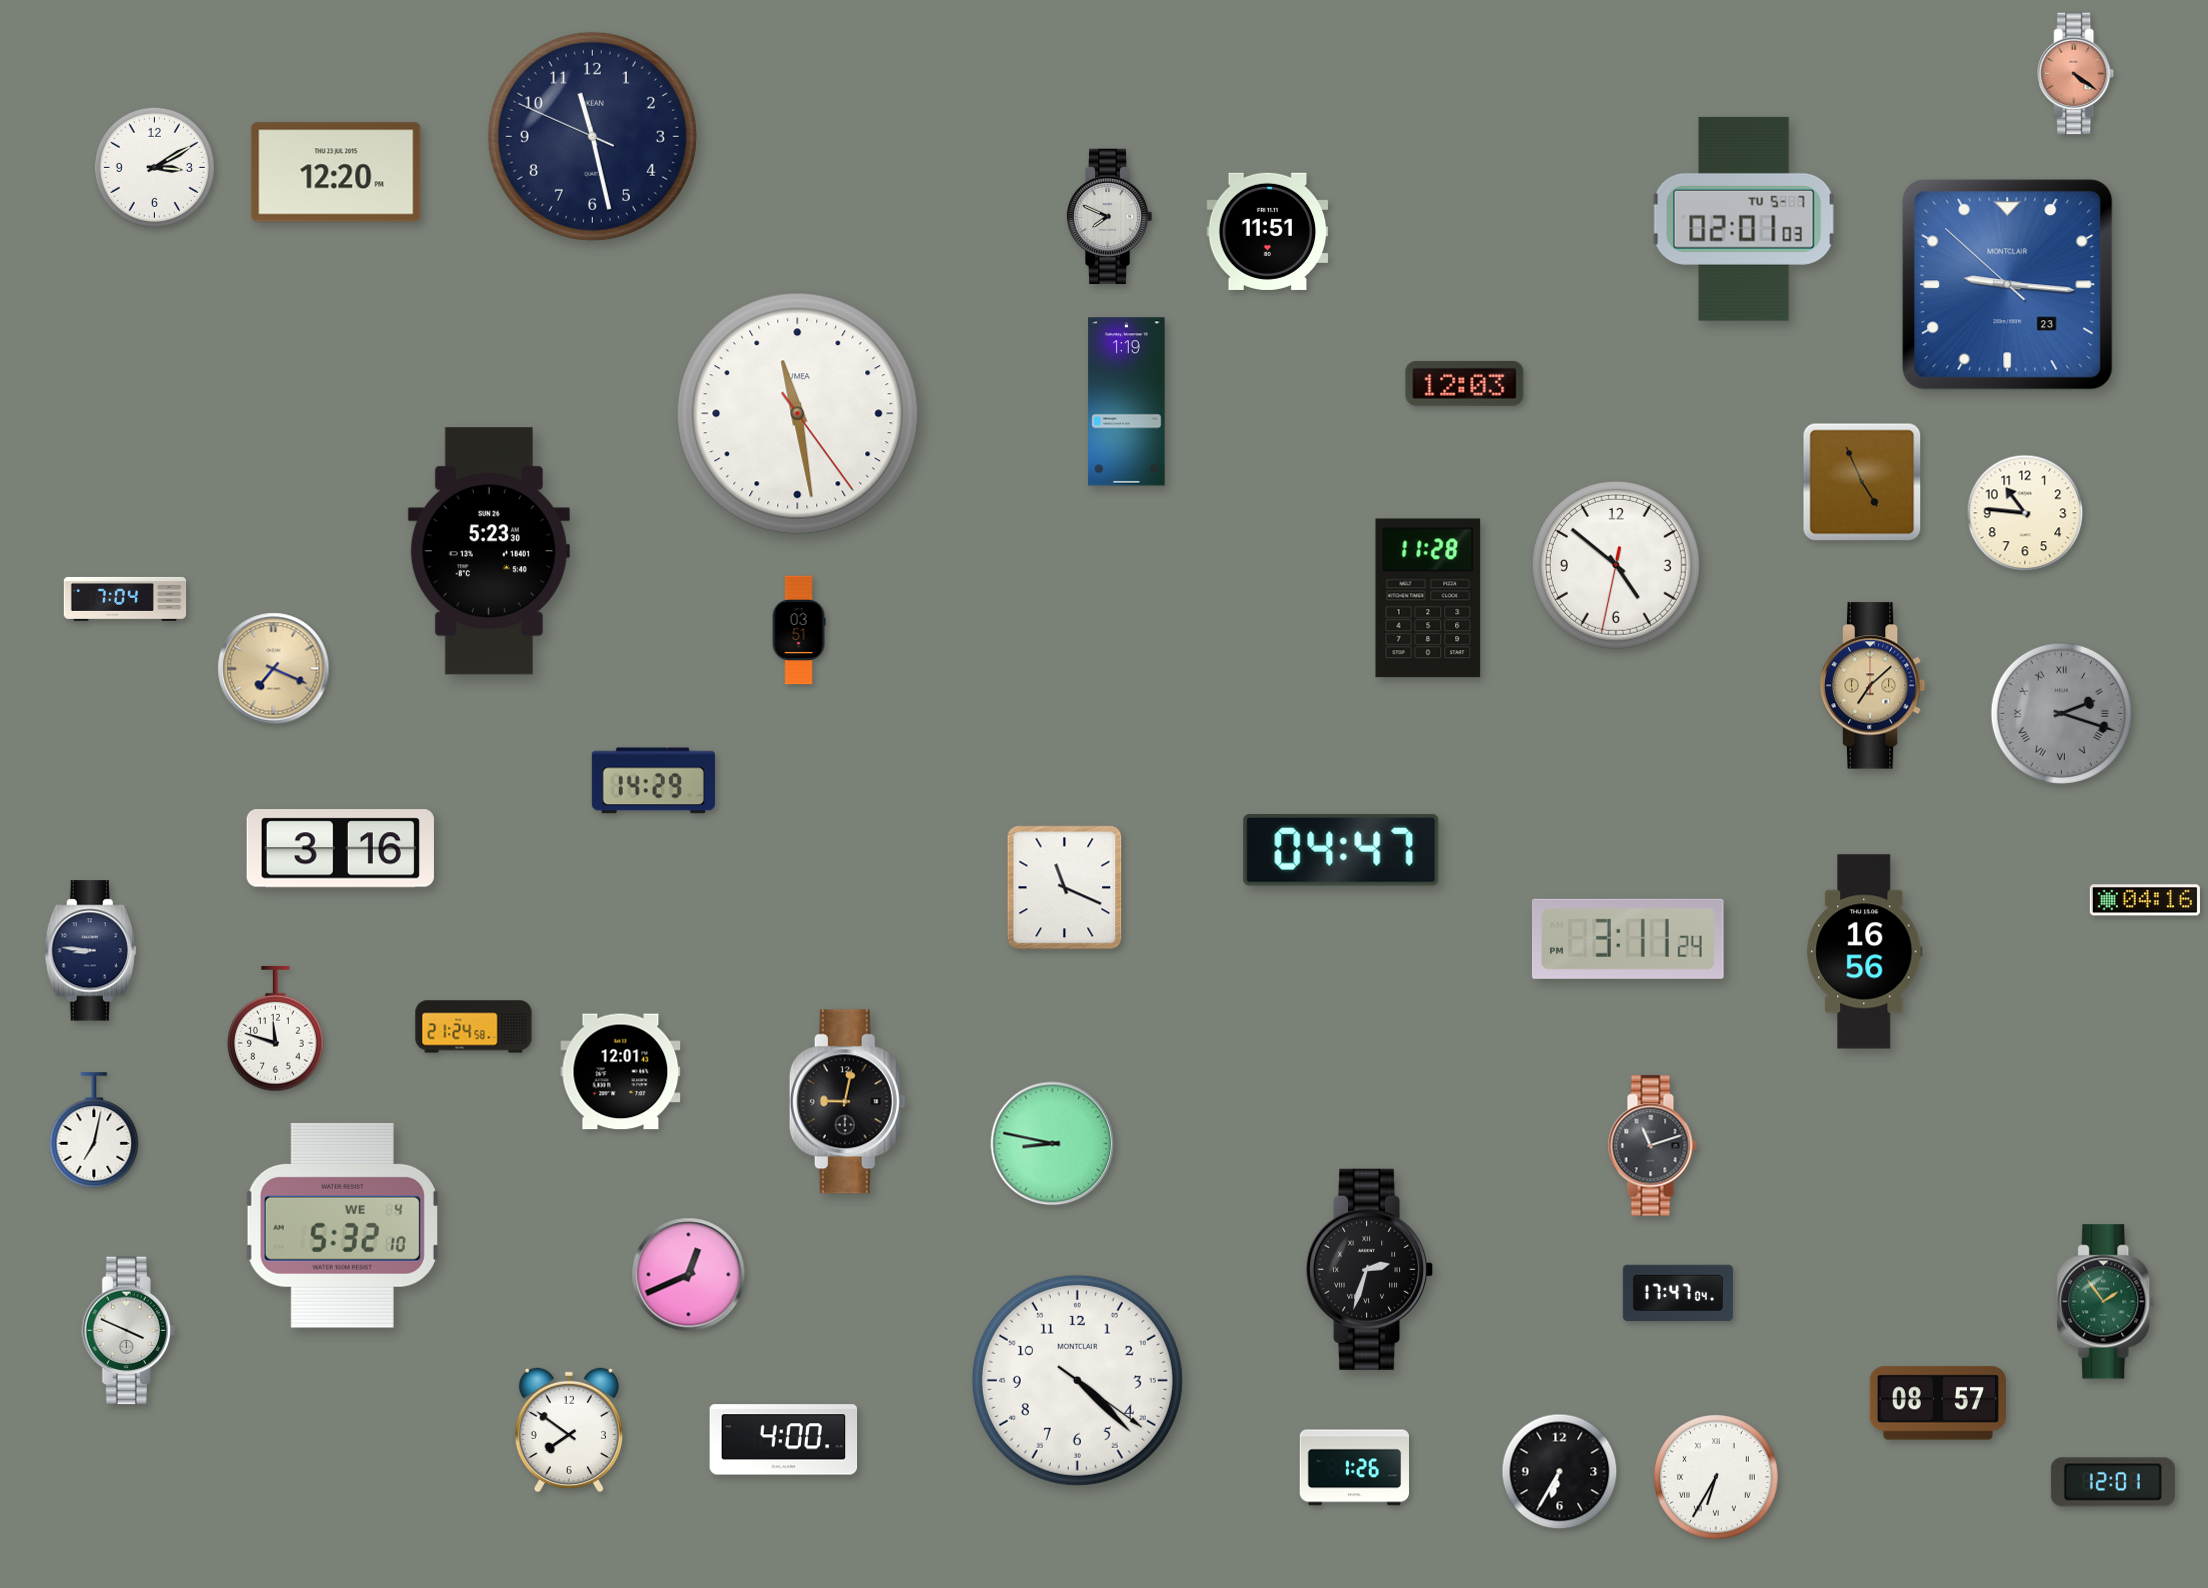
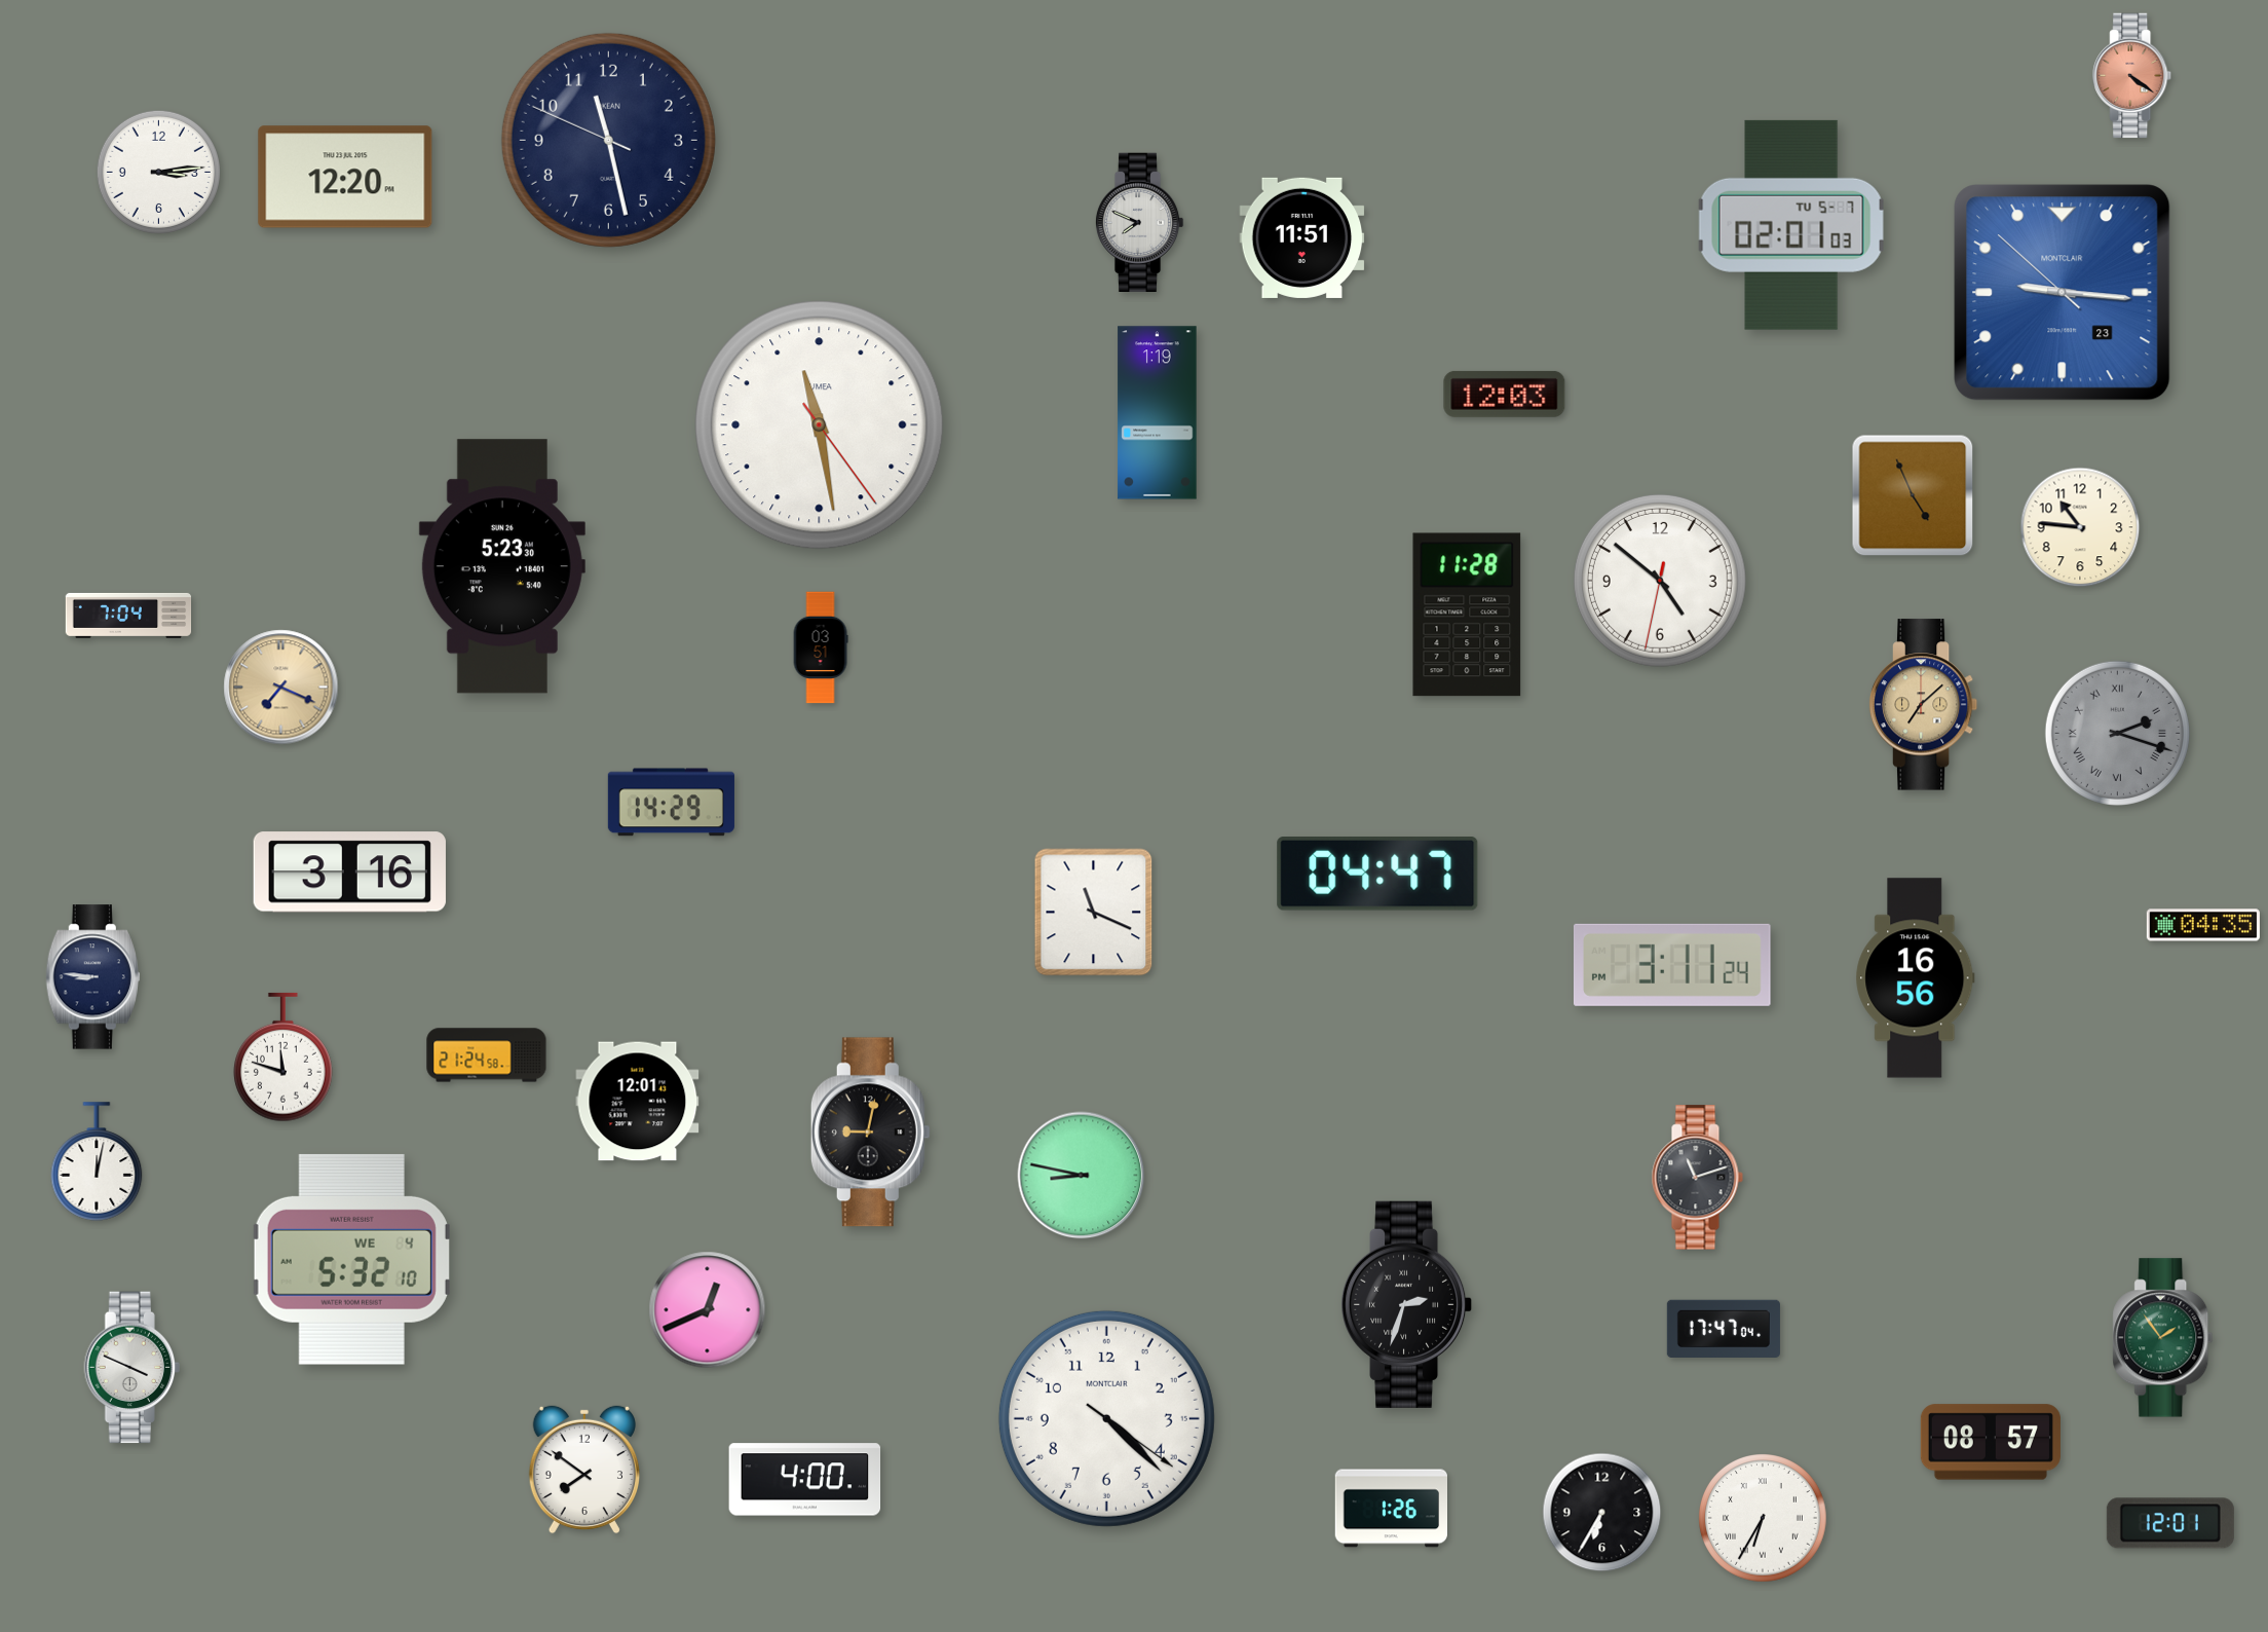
clock at (154, 167): 3:10 -> 3:14
clock at (2145, 900): 04:16 -> 04:35
clock at (94, 1130): 7:02 -> 12:02
